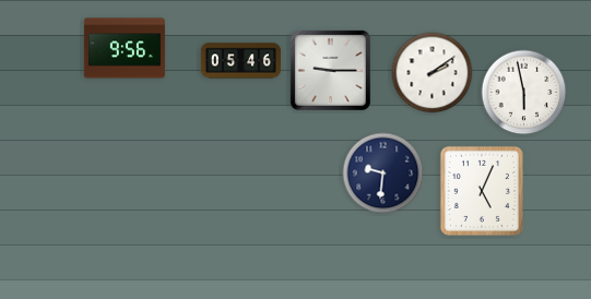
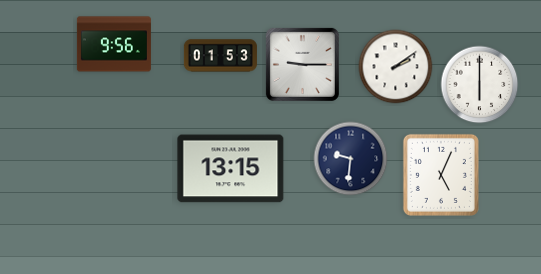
clock at (240, 61): 05:46 -> 01:53
clock at (524, 93): 5:58 -> 6:00
clock at (231, 169): none -> 13:15
